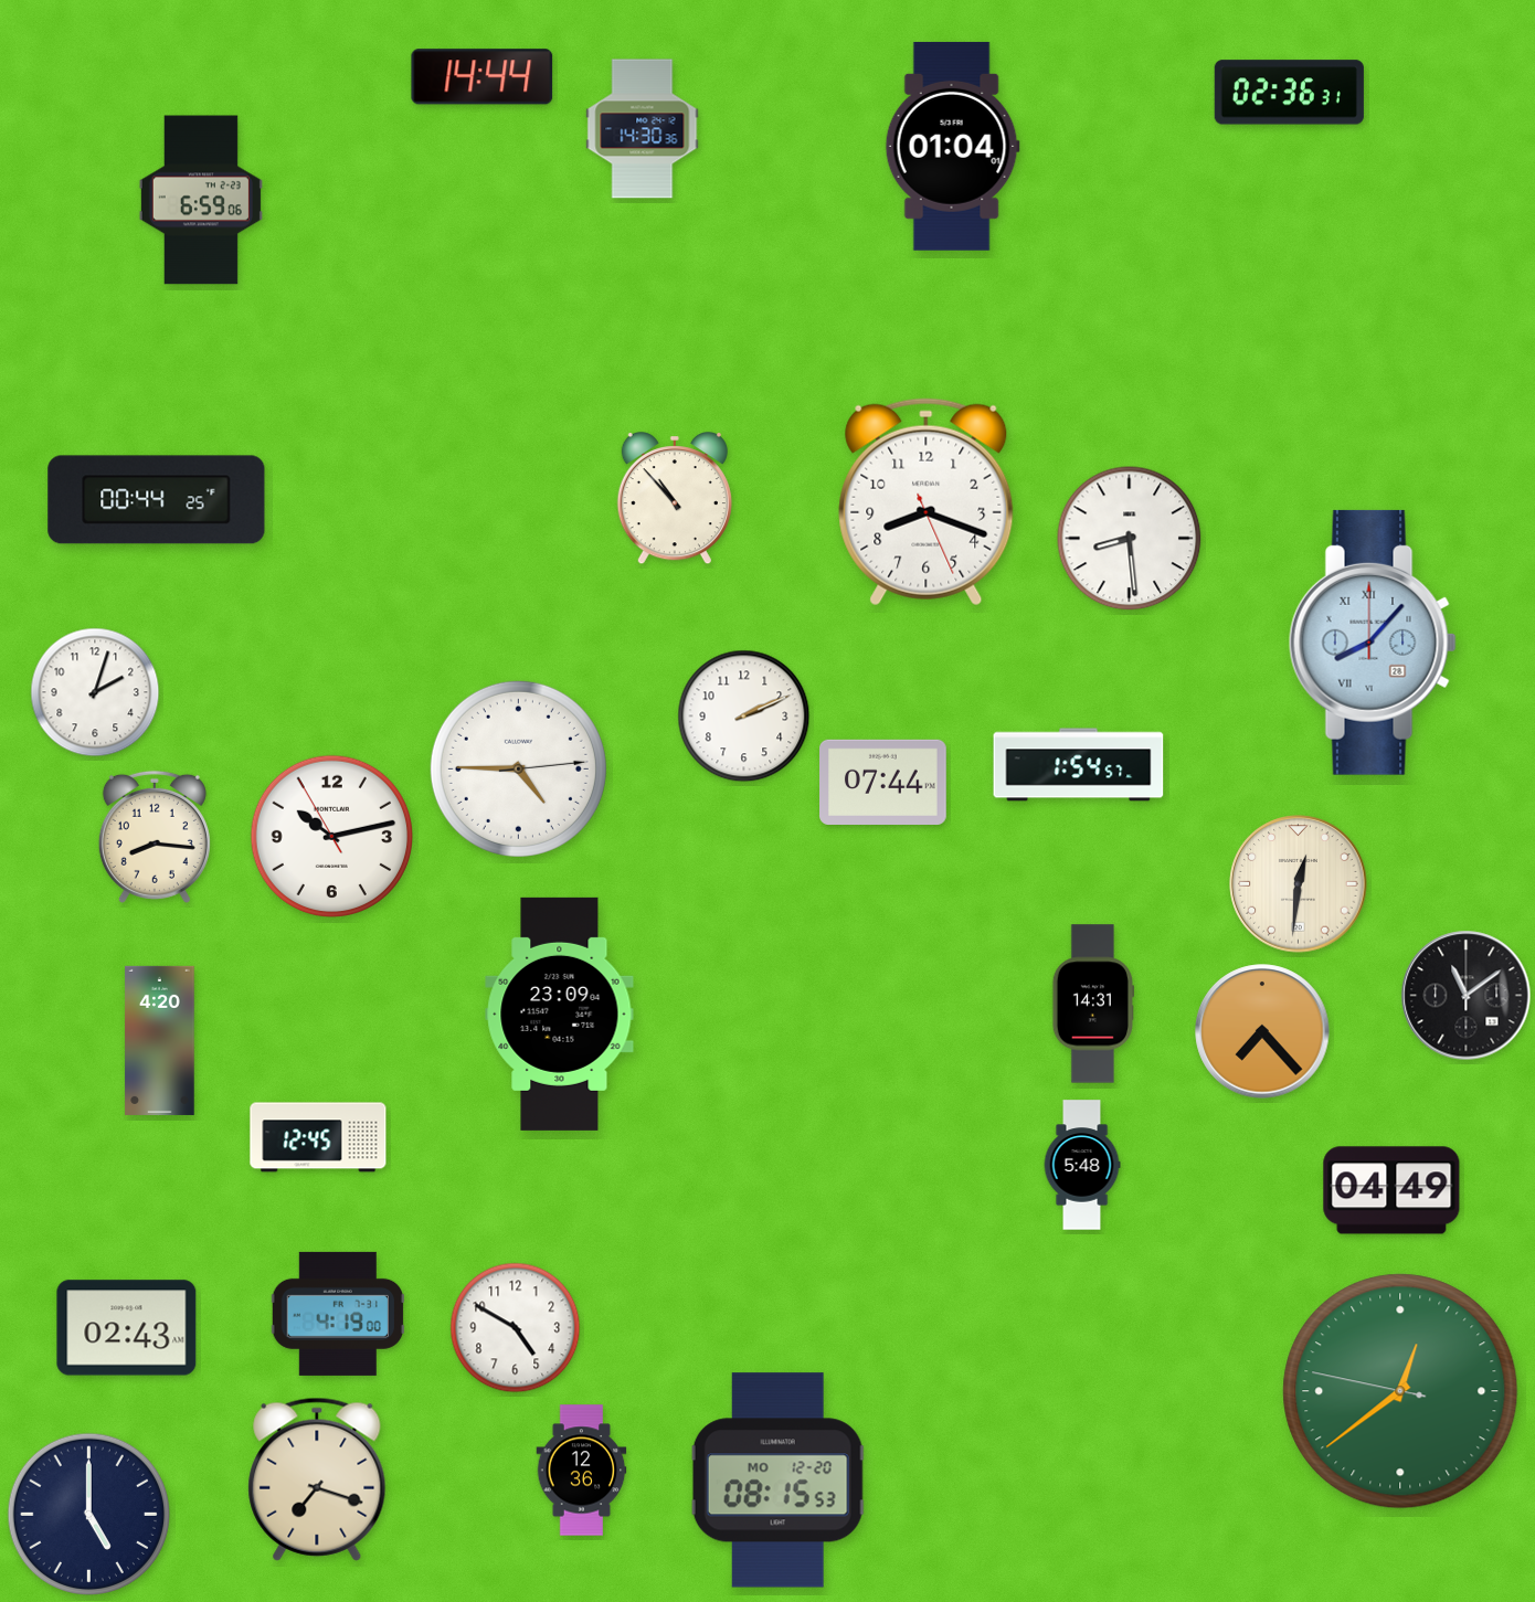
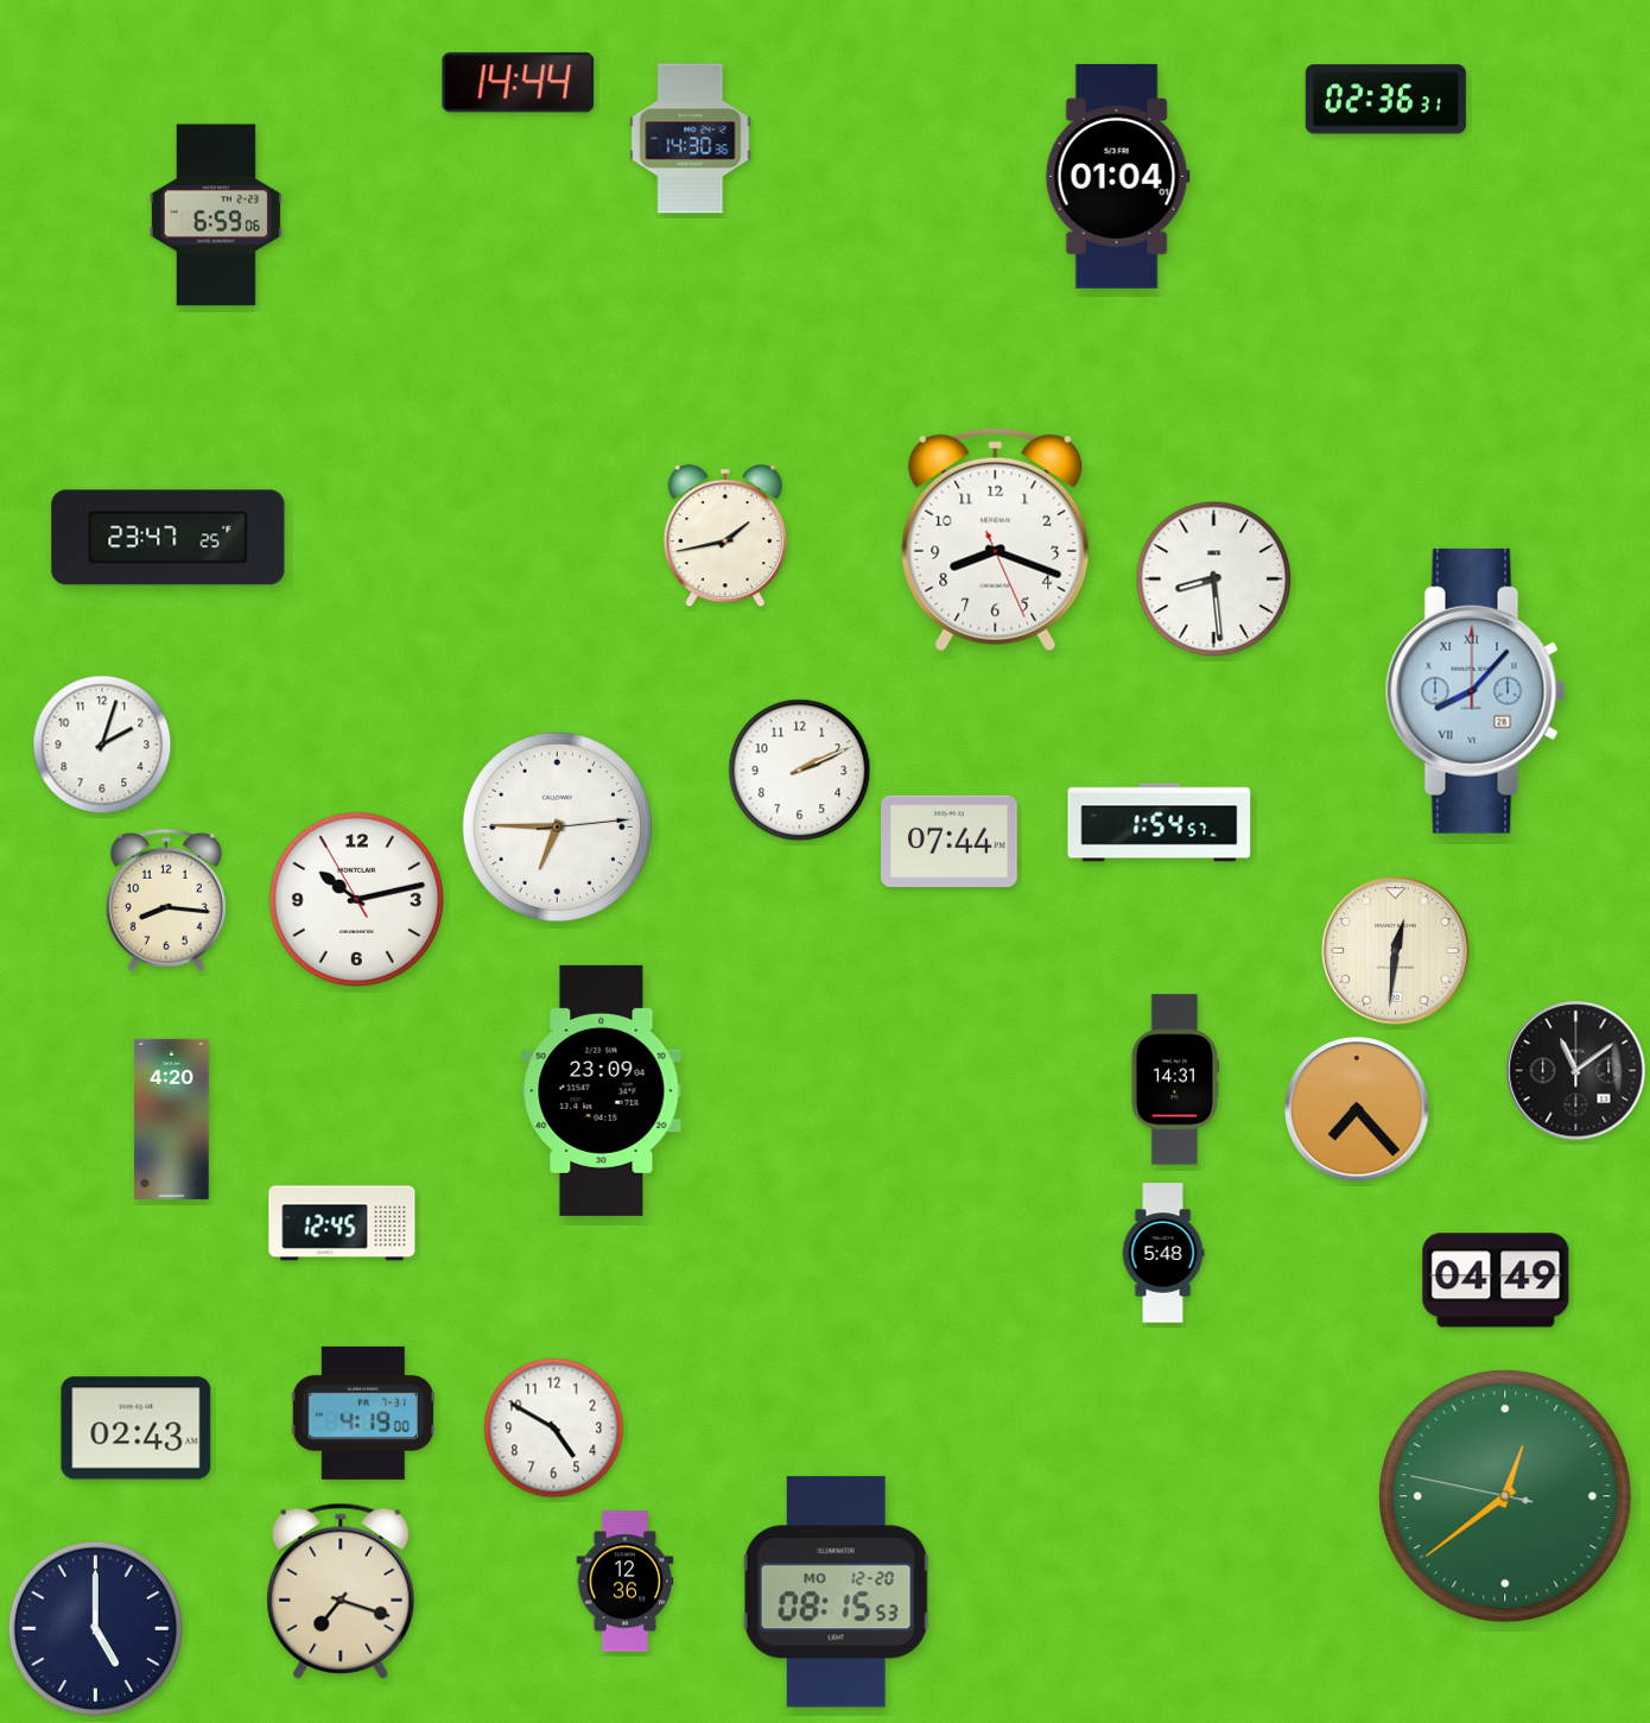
clock at (952, 146) position: (952, 146) -> (1117, 176)
clock at (675, 499): 10:53 -> 1:43
clock at (157, 500): 00:44 -> 23:47
clock at (518, 768): 4:45 -> 6:45
